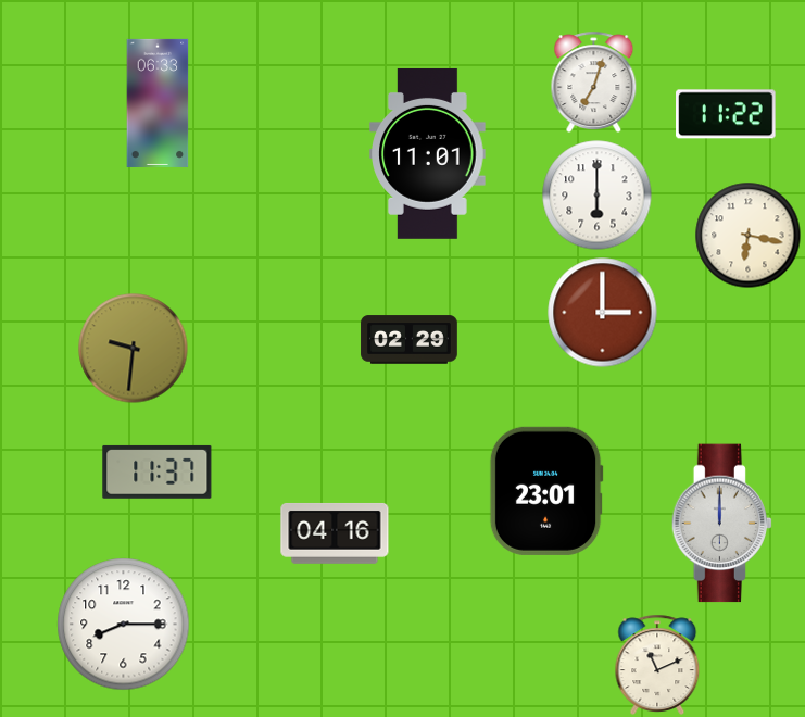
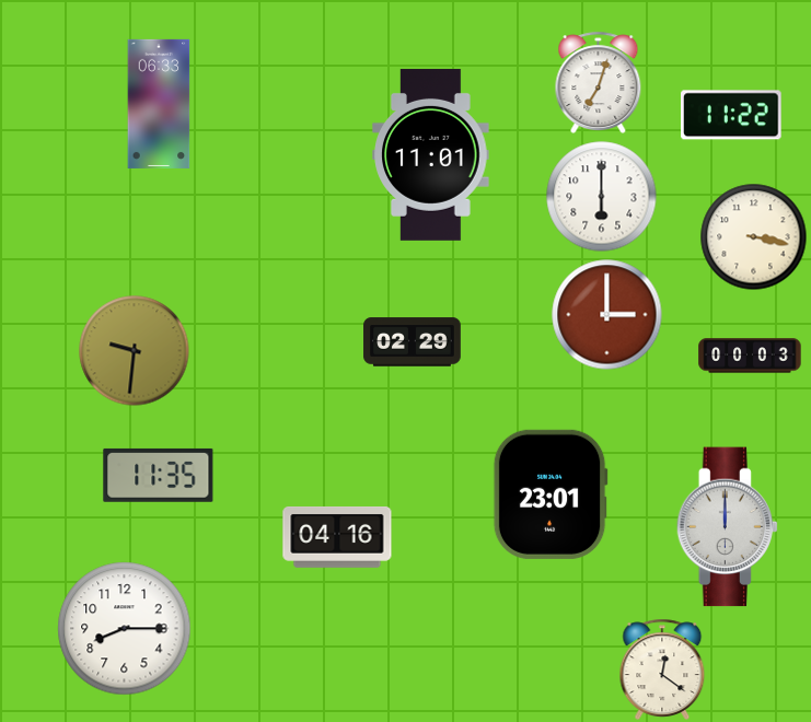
clock at (749, 236): 6:17 -> 3:17
clock at (750, 356): none -> 00:03
clock at (158, 471): 11:37 -> 11:35
clock at (657, 665): 11:11 -> 12:21
